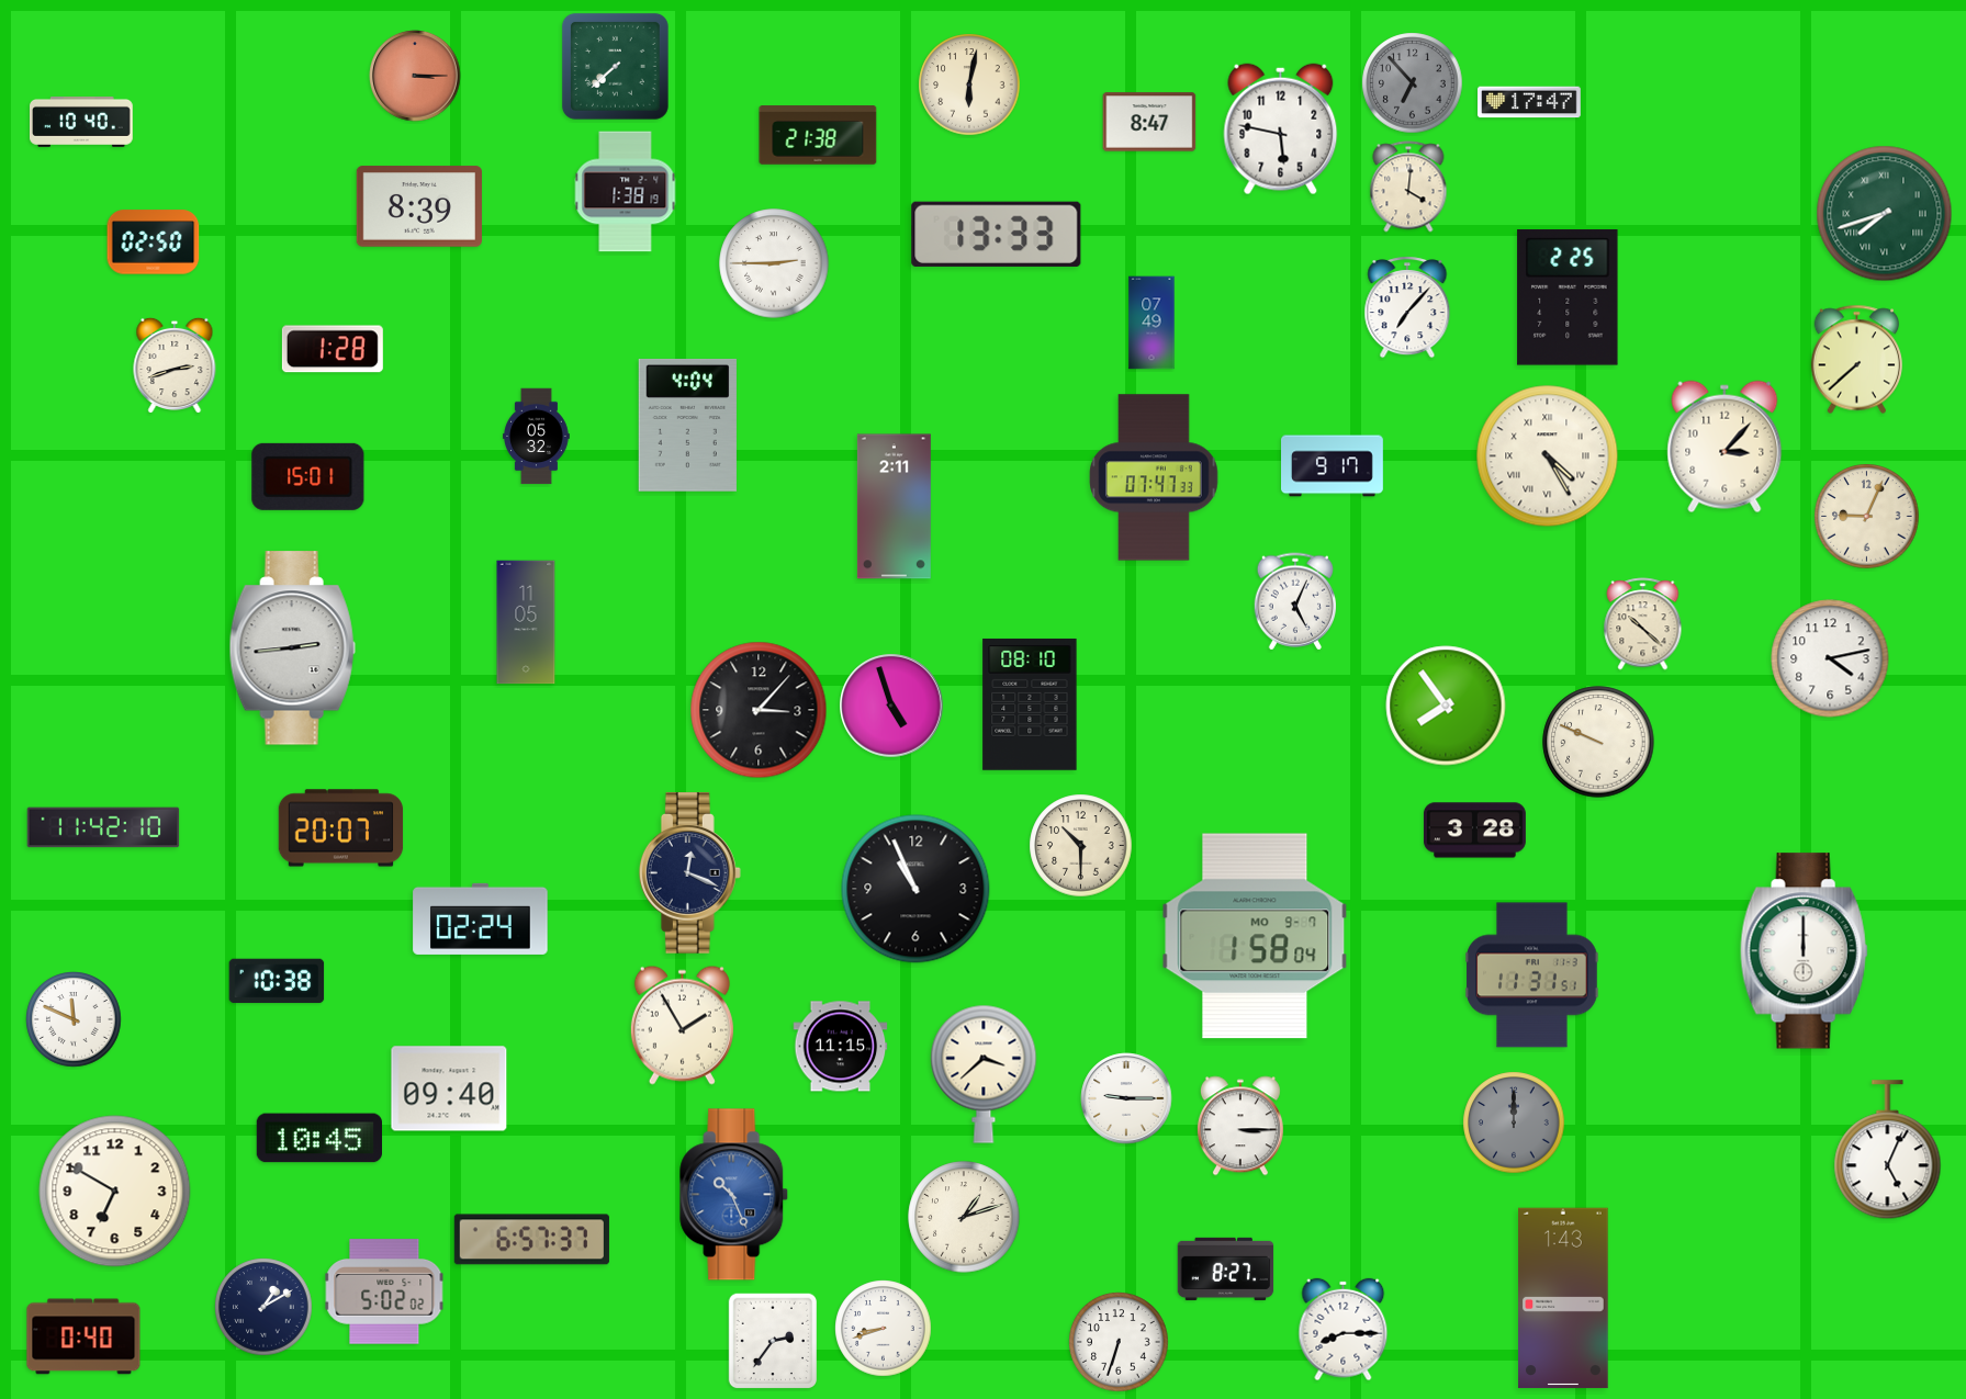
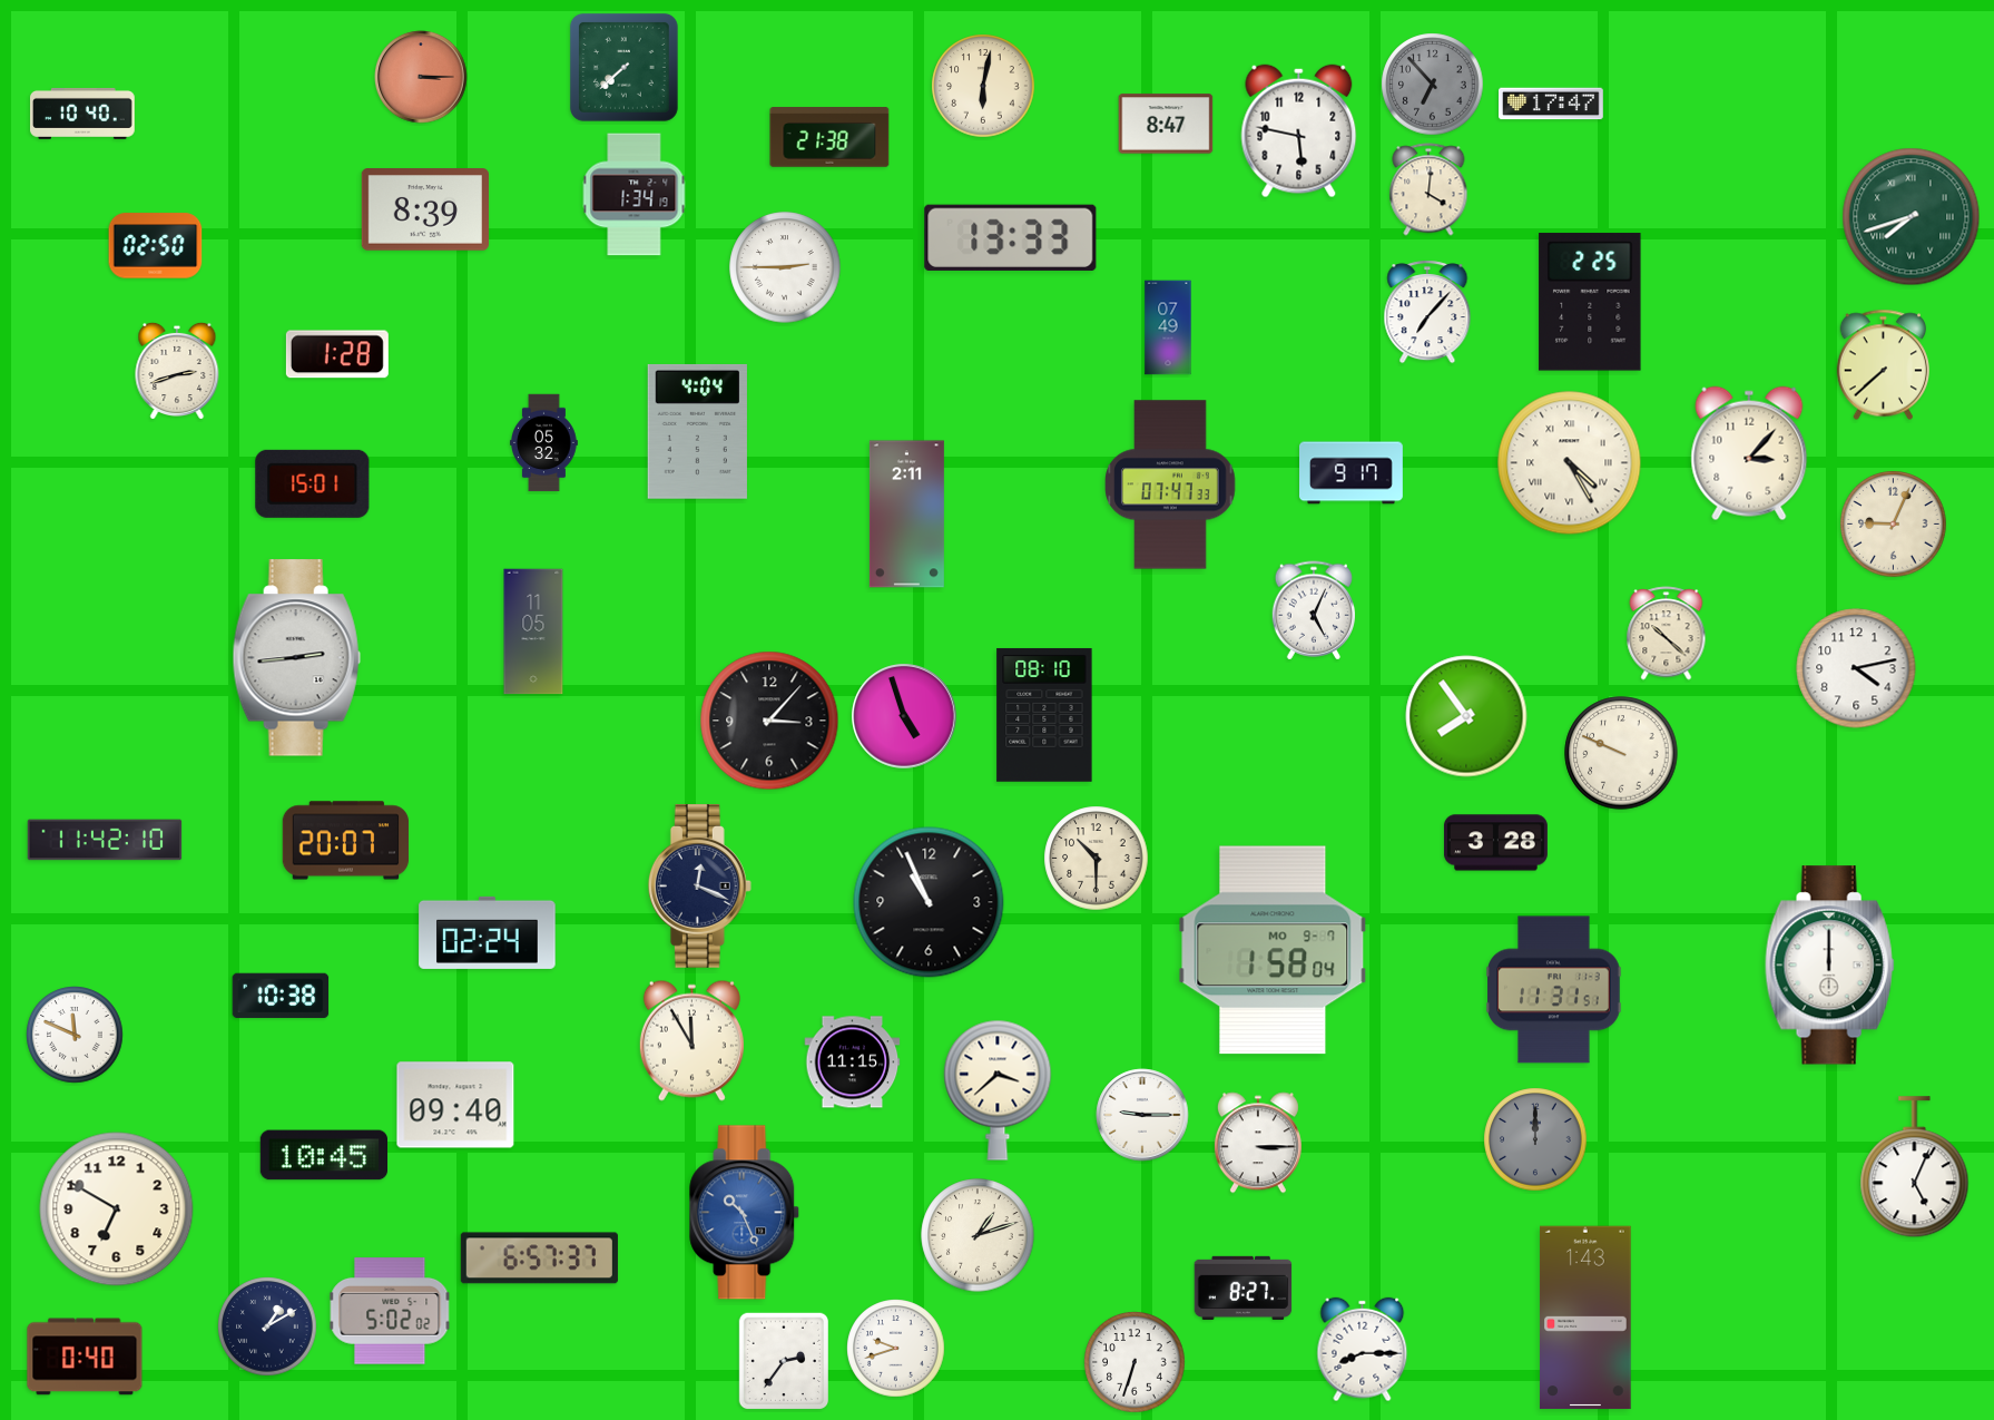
clock at (82, 122) position: (82, 122) -> (84, 114)
clock at (626, 192): 1:38 -> 1:34
clock at (682, 1025): 1:55 -> 11:55
clock at (884, 1329): 8:42 -> 9:42
